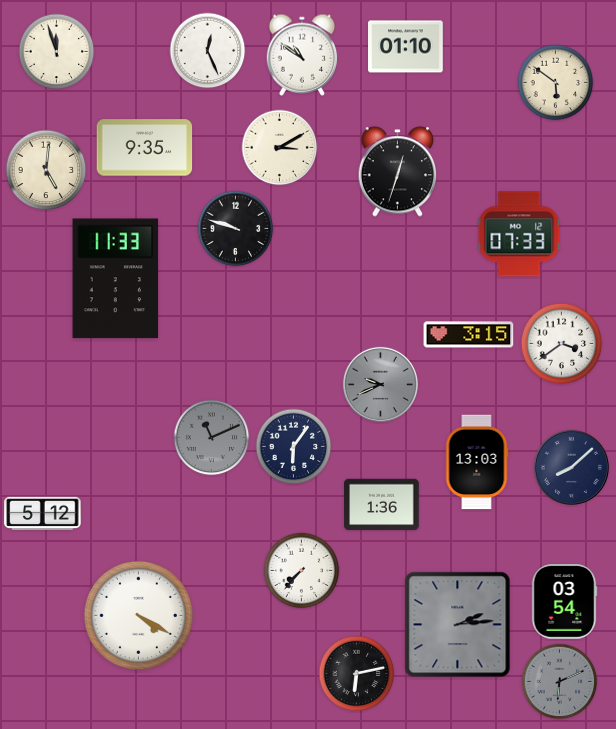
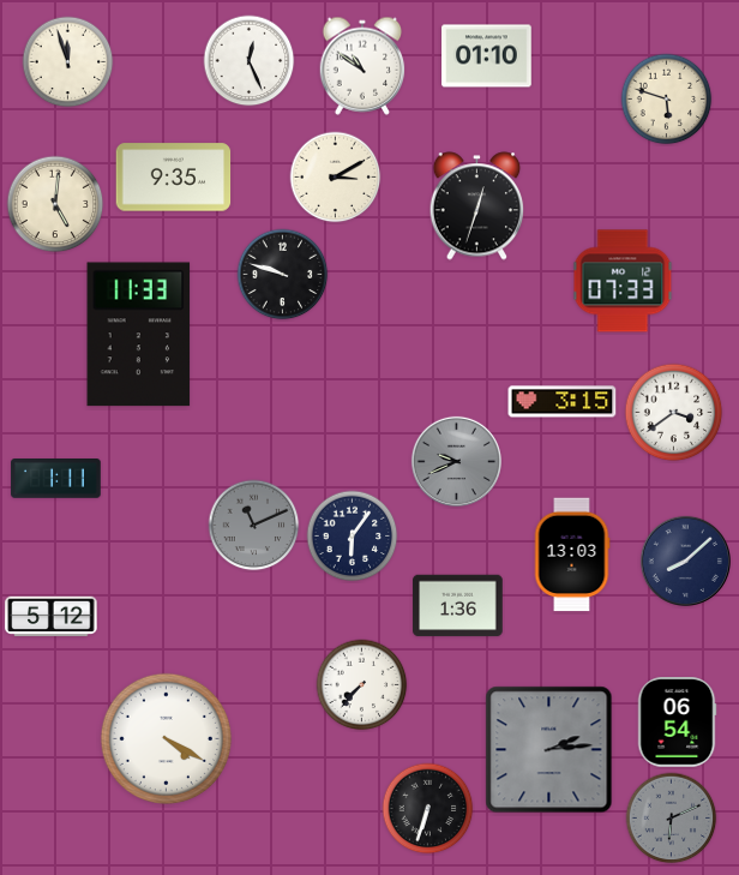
clock at (556, 83): 5:51 -> 5:48
clock at (56, 479): none -> 1:11
clock at (564, 602): 03:54 -> 06:54
clock at (357, 674): 6:13 -> 6:33
